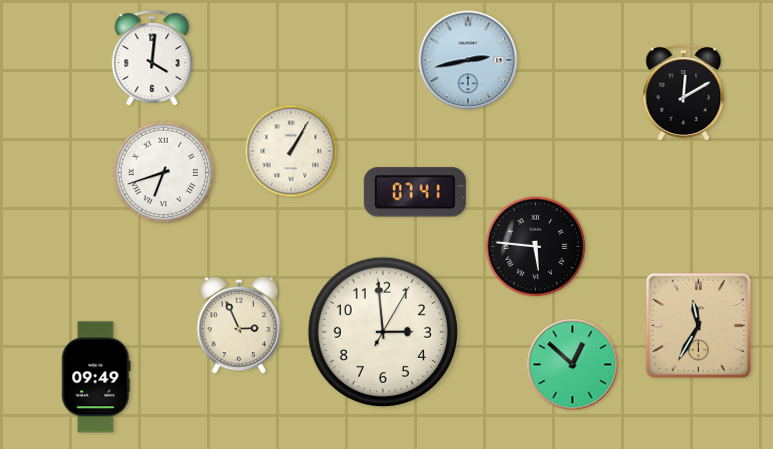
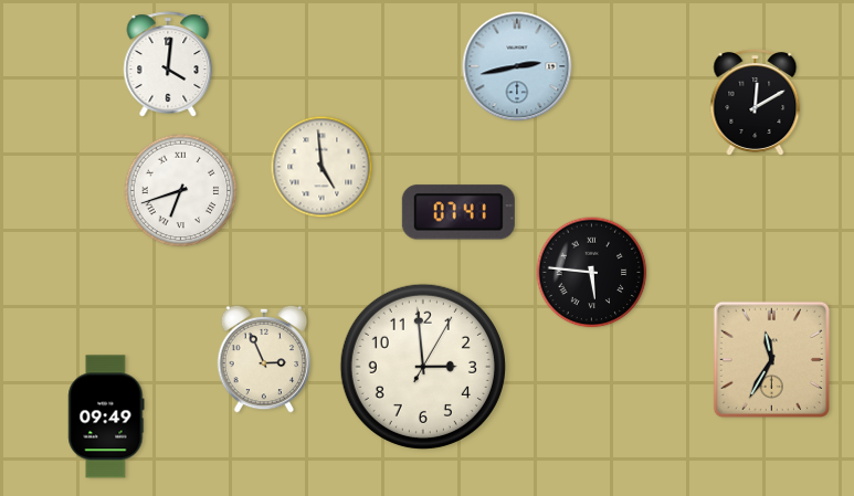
clock at (291, 151): 1:05 -> 4:59
clock at (573, 365): 12:52 -> none
